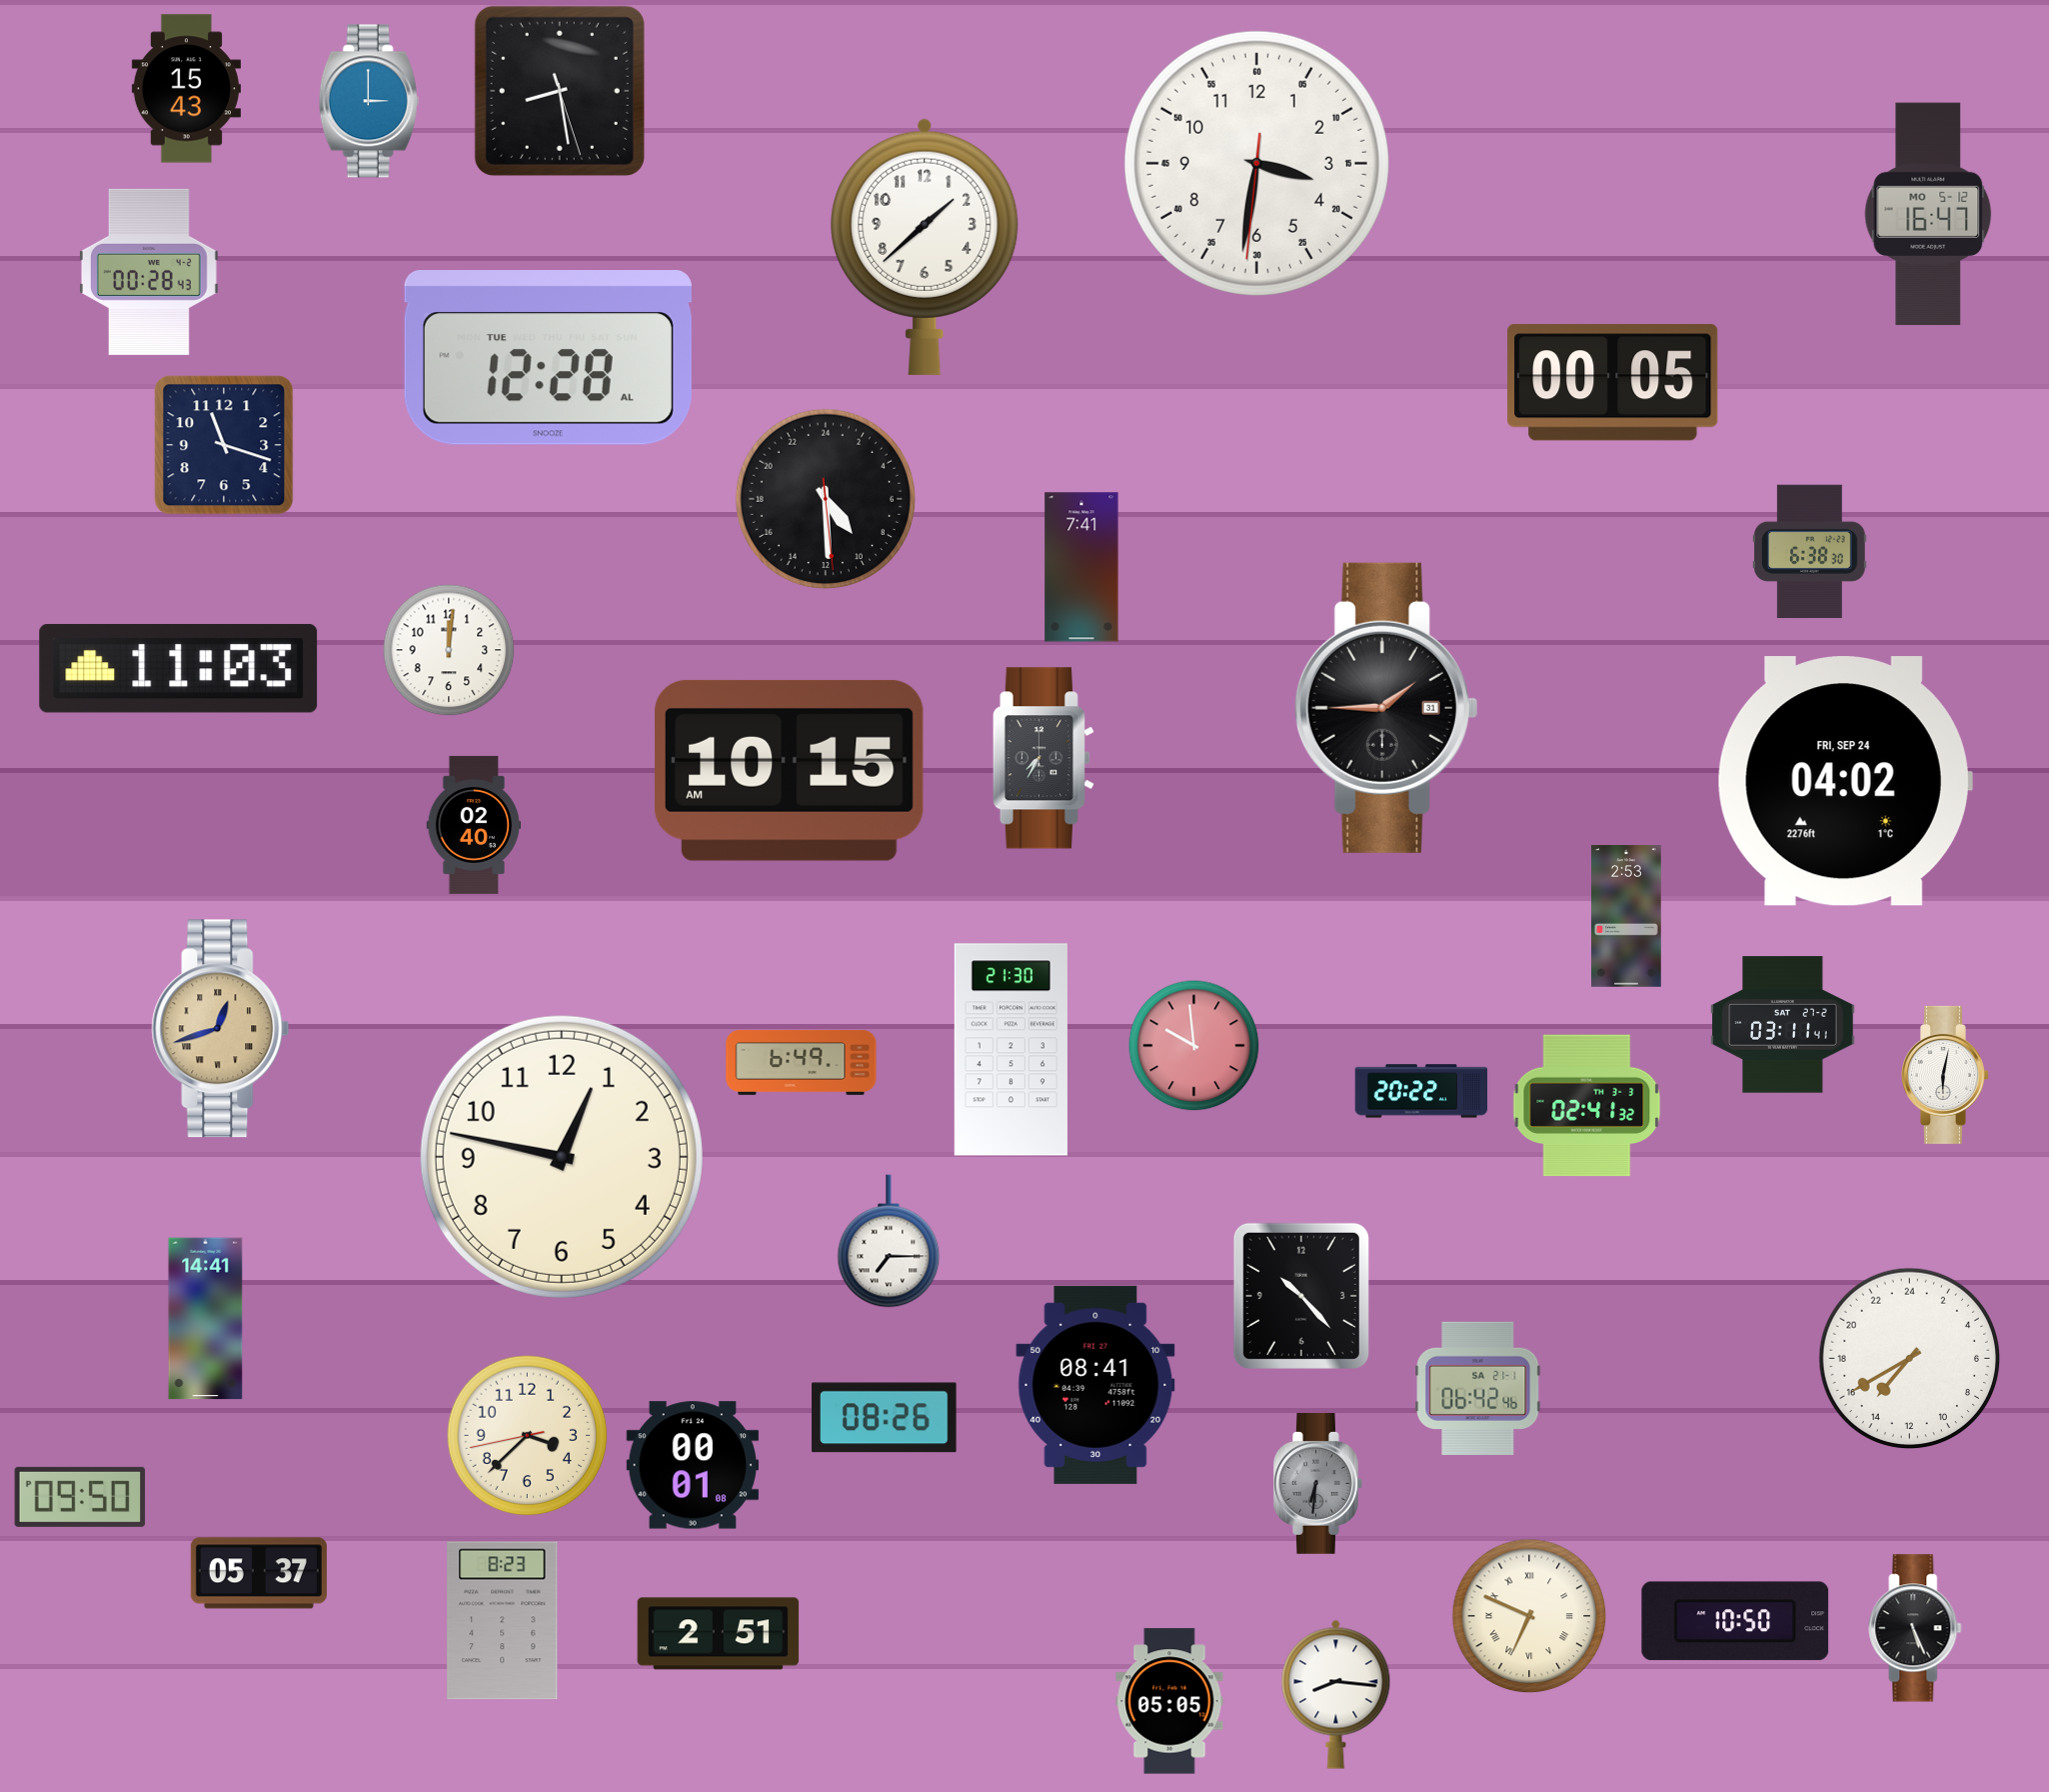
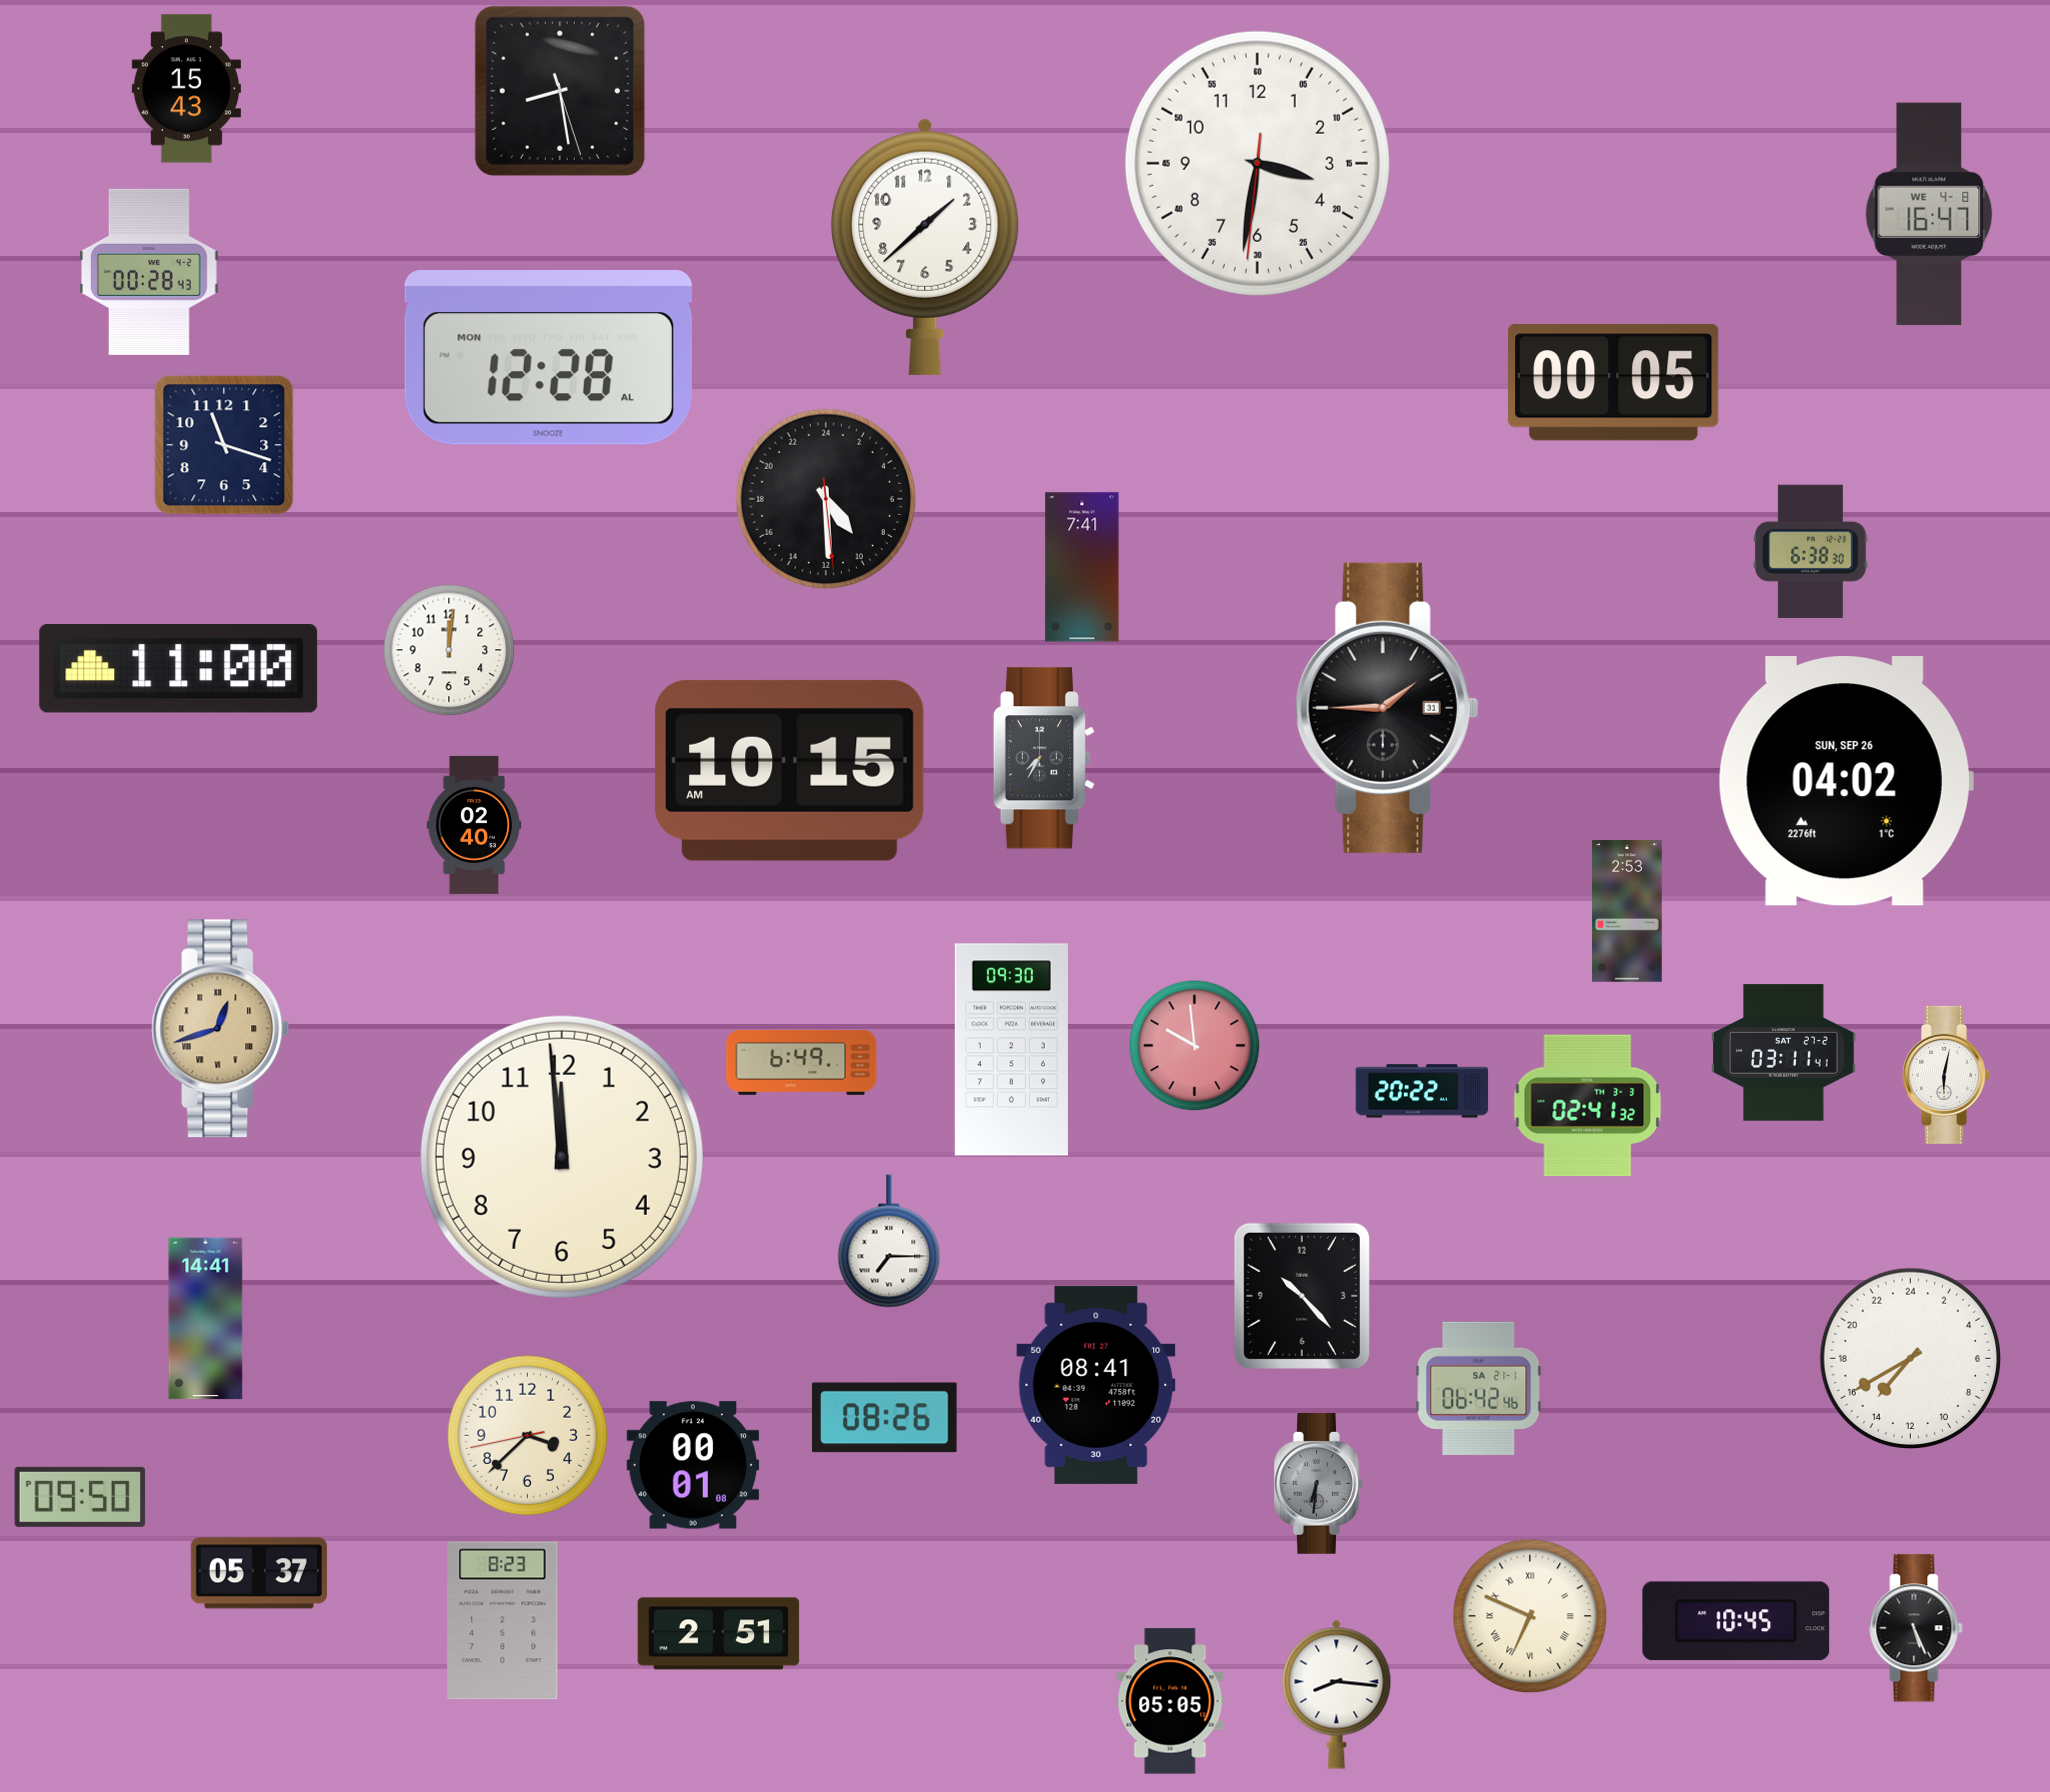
clock at (369, 101): 3:00 -> none
clock at (1928, 214) date: MO 5-12 -> WE 4-8
clock at (548, 358) date: TUE -> MON
clock at (179, 668): 11:03 -> 11:00
clock at (1845, 781) date: FRI, SEP 24 -> SUN, SEP 26
clock at (1626, 916) position: (1626, 916) -> (1627, 911)
clock at (1783, 1025) position: (1783, 1025) -> (1784, 1053)
clock at (1011, 1050): 21:30 -> 09:30
clock at (562, 1157): 12:47 -> 11:59
clock at (1735, 1621): 10:50 -> 10:45
